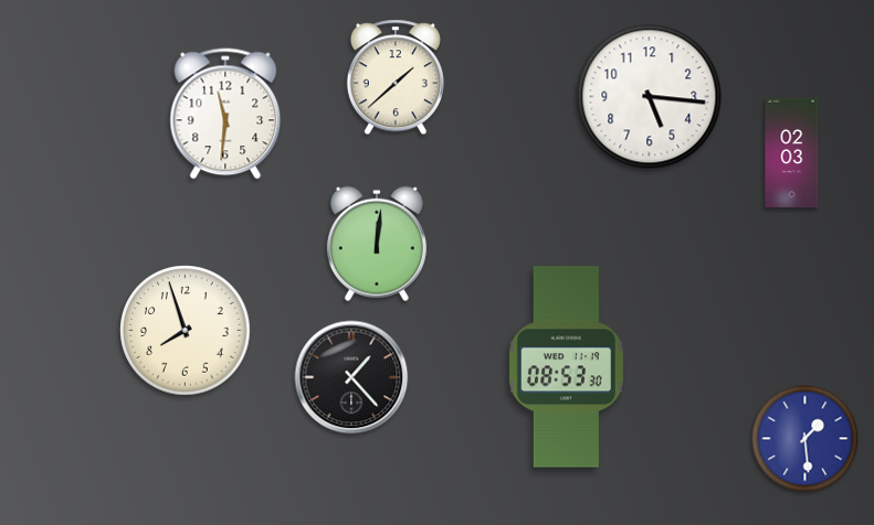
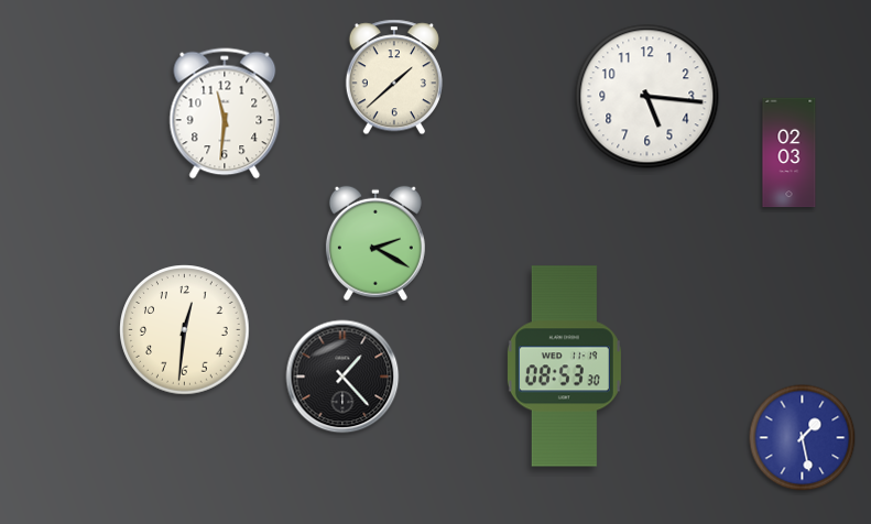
clock at (377, 244): 12:01 -> 2:20
clock at (186, 331): 7:57 -> 12:31
clock at (351, 377) position: (351, 377) -> (342, 376)
clock at (805, 439): 1:29 -> 1:28
